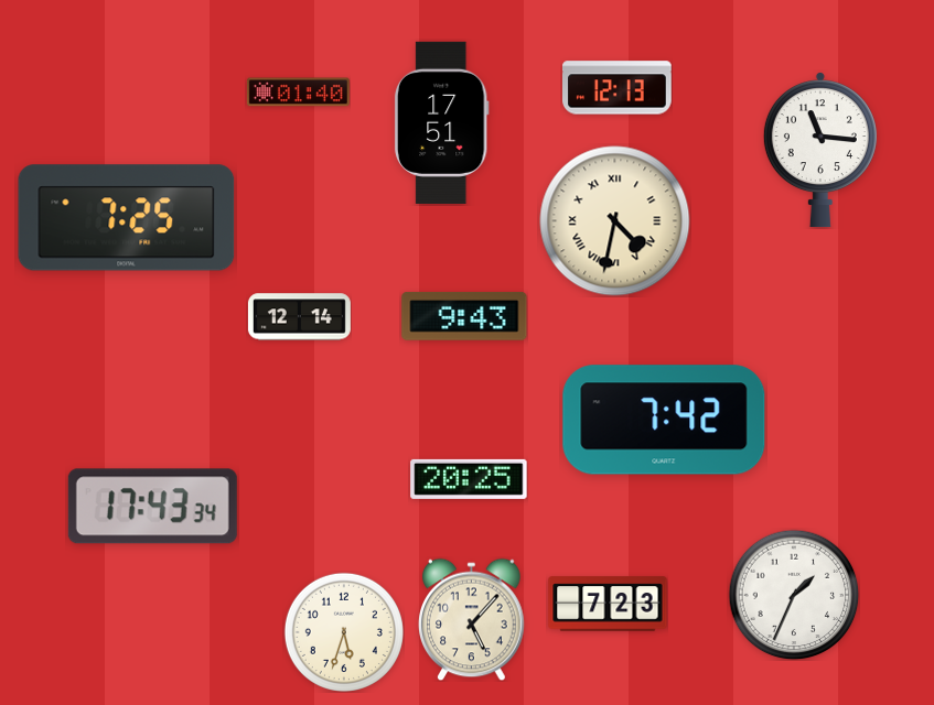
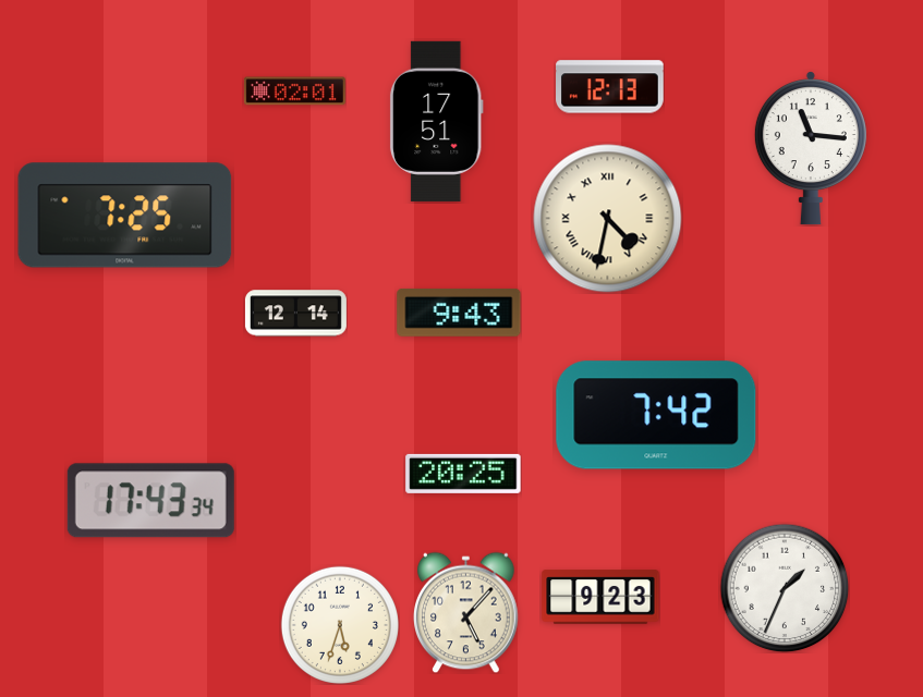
clock at (298, 93): 01:40 -> 02:01
clock at (608, 604): 7:23 -> 9:23
